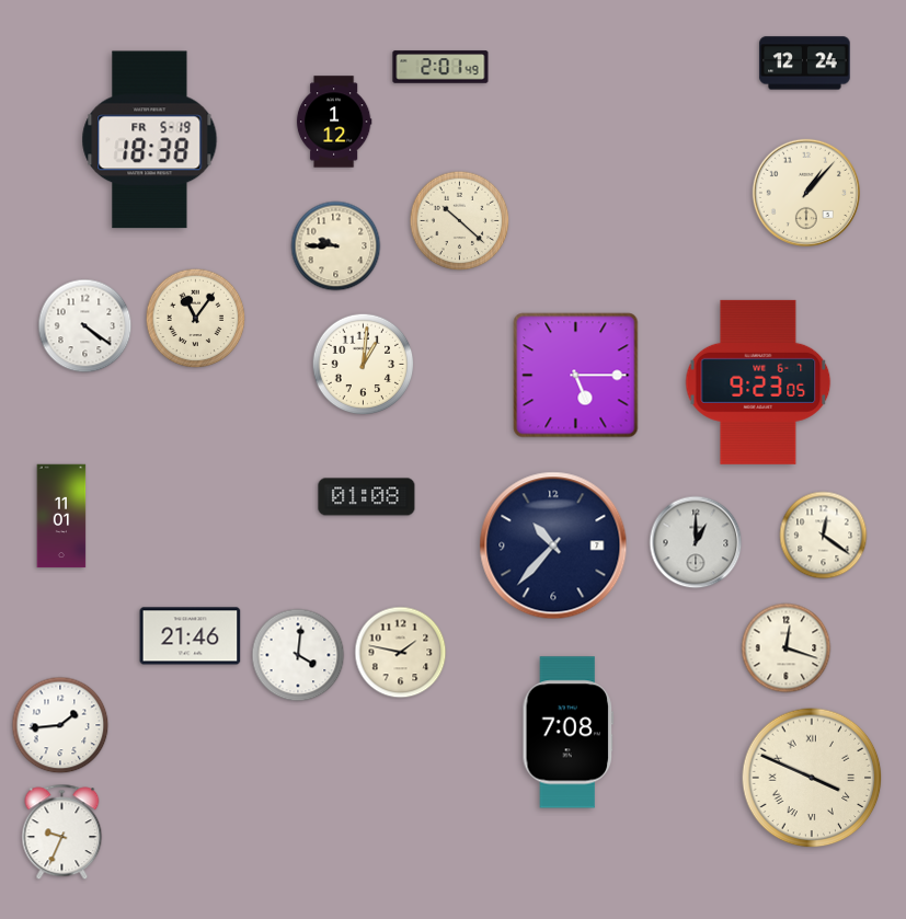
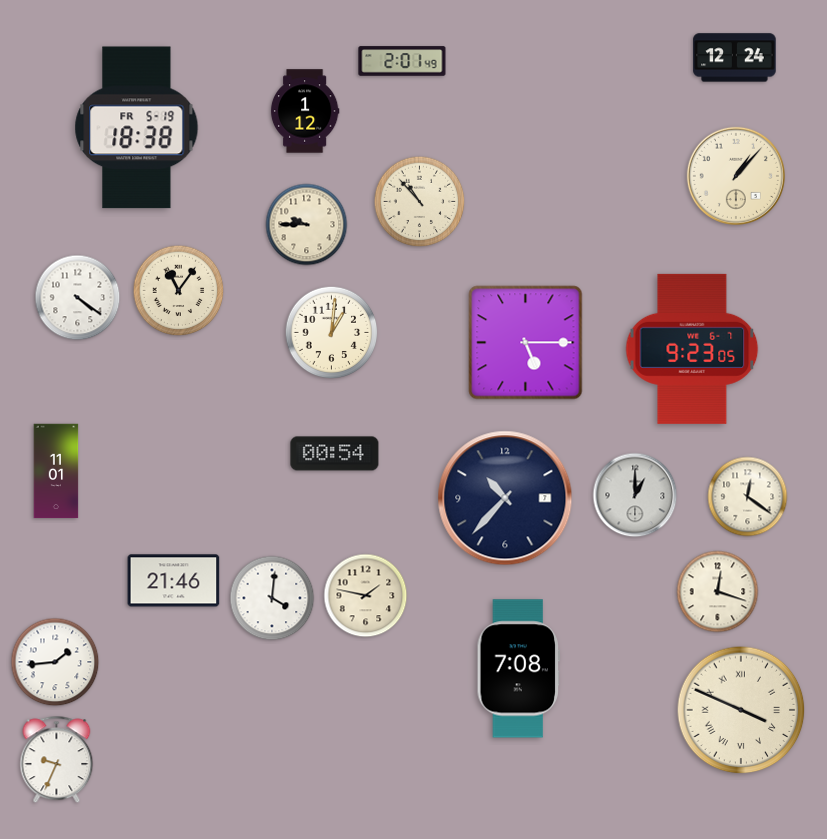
clock at (460, 221): 10:22 -> 10:53
clock at (367, 497): 01:08 -> 00:54
clock at (824, 536) position: (824, 536) -> (748, 497)
